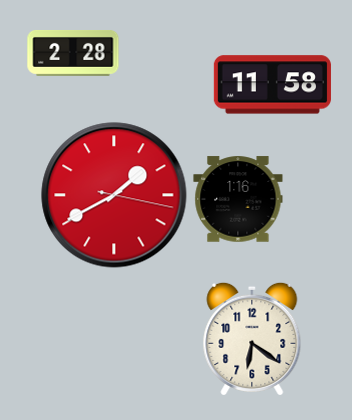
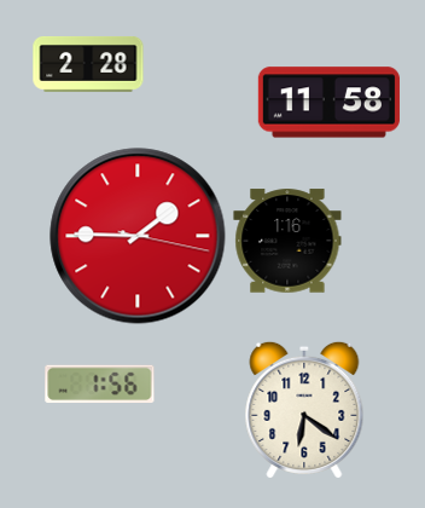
clock at (114, 195): 1:40 -> 1:45
clock at (100, 383): none -> 1:56
